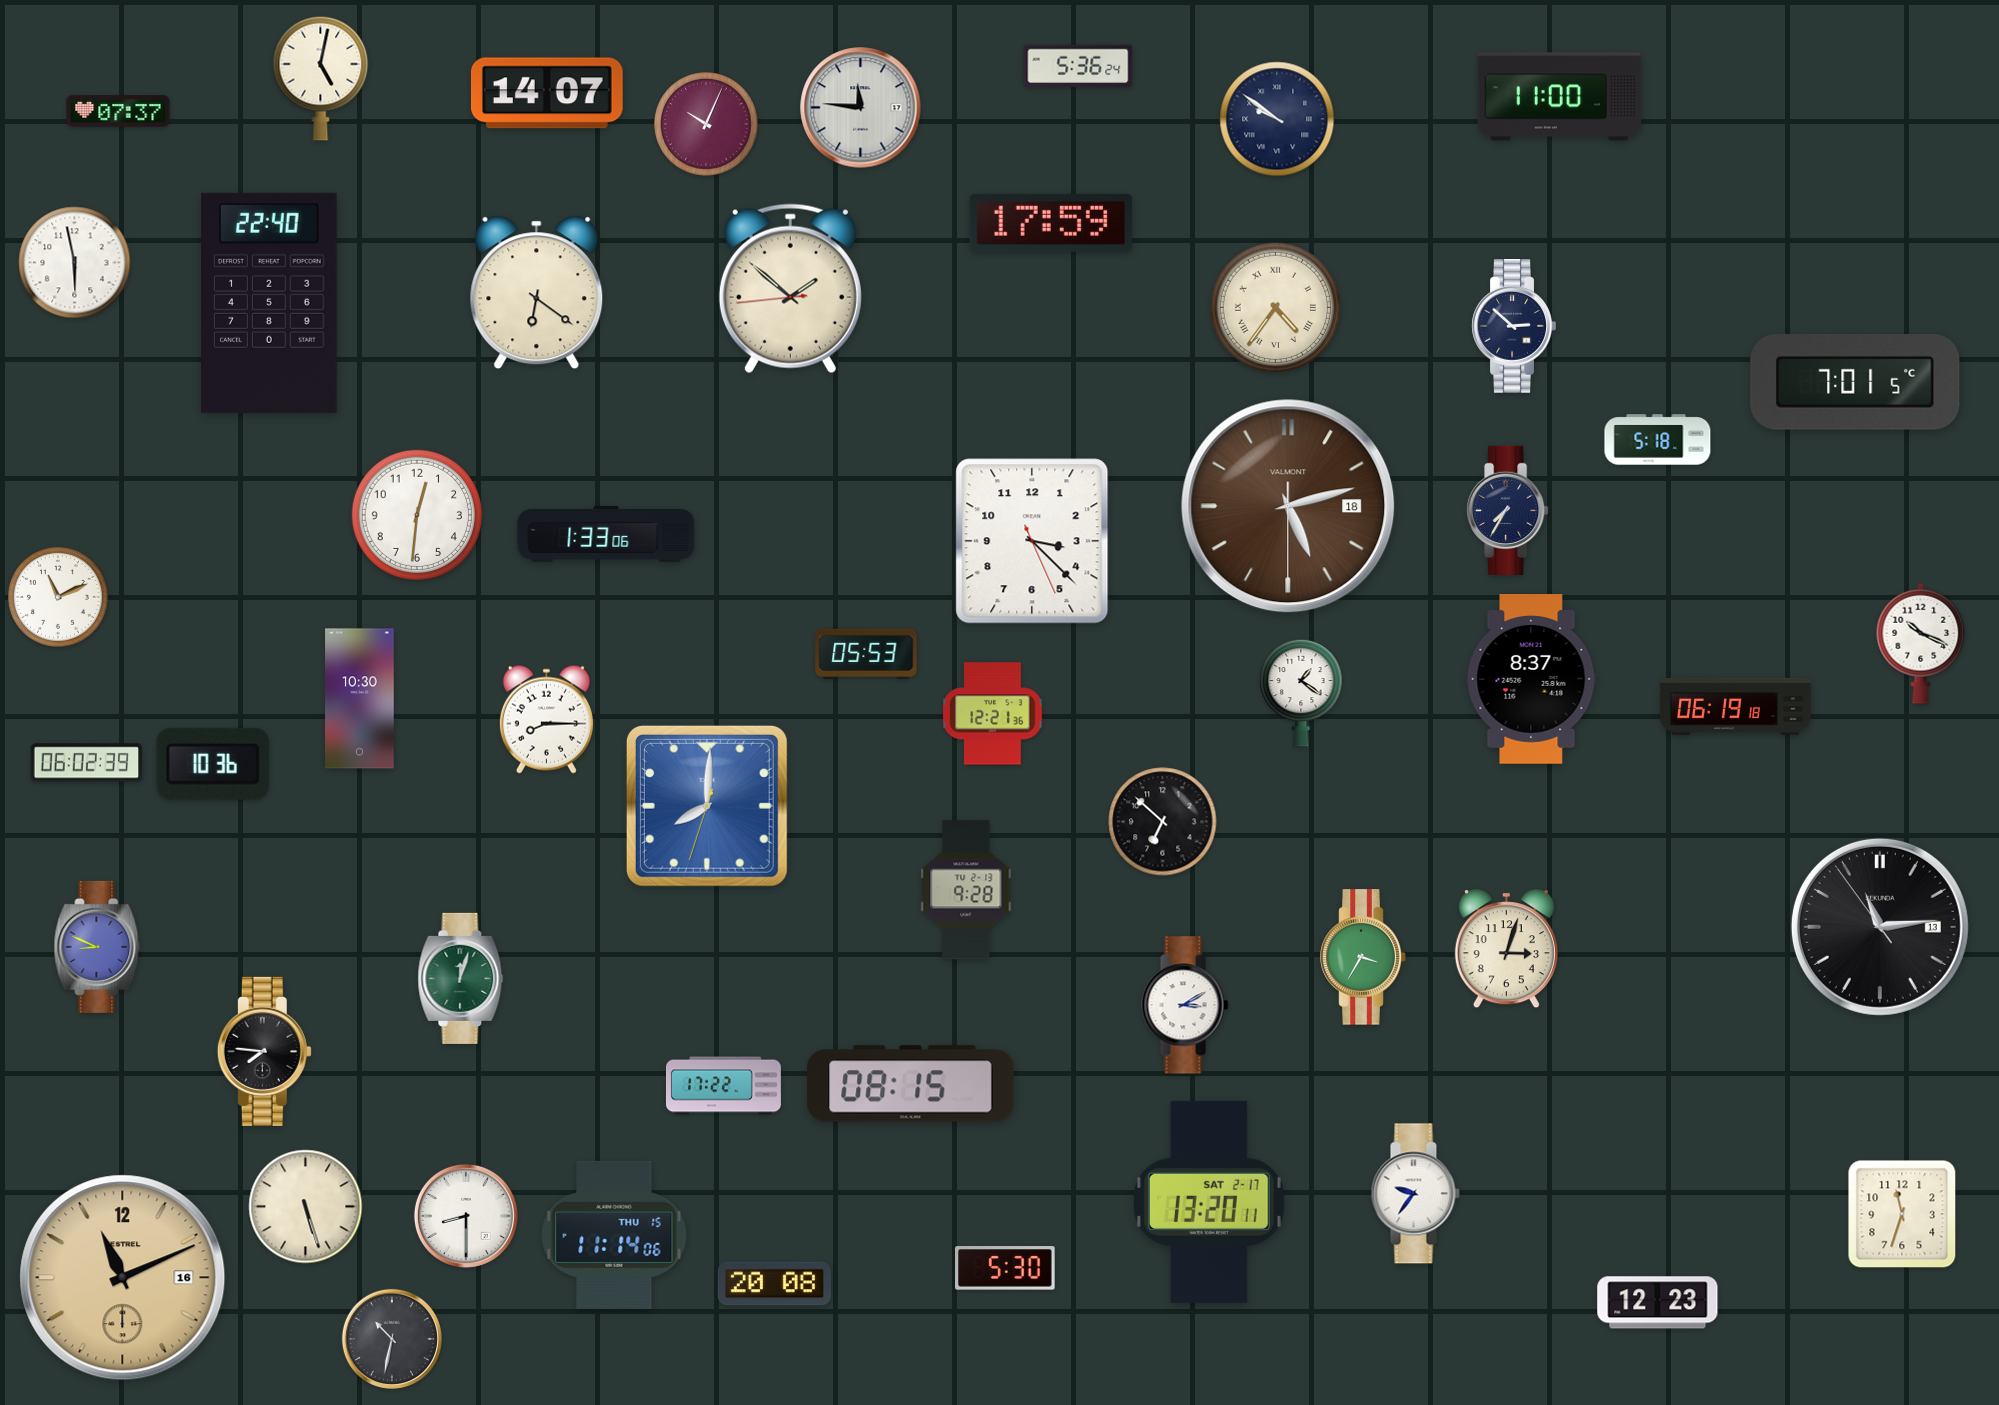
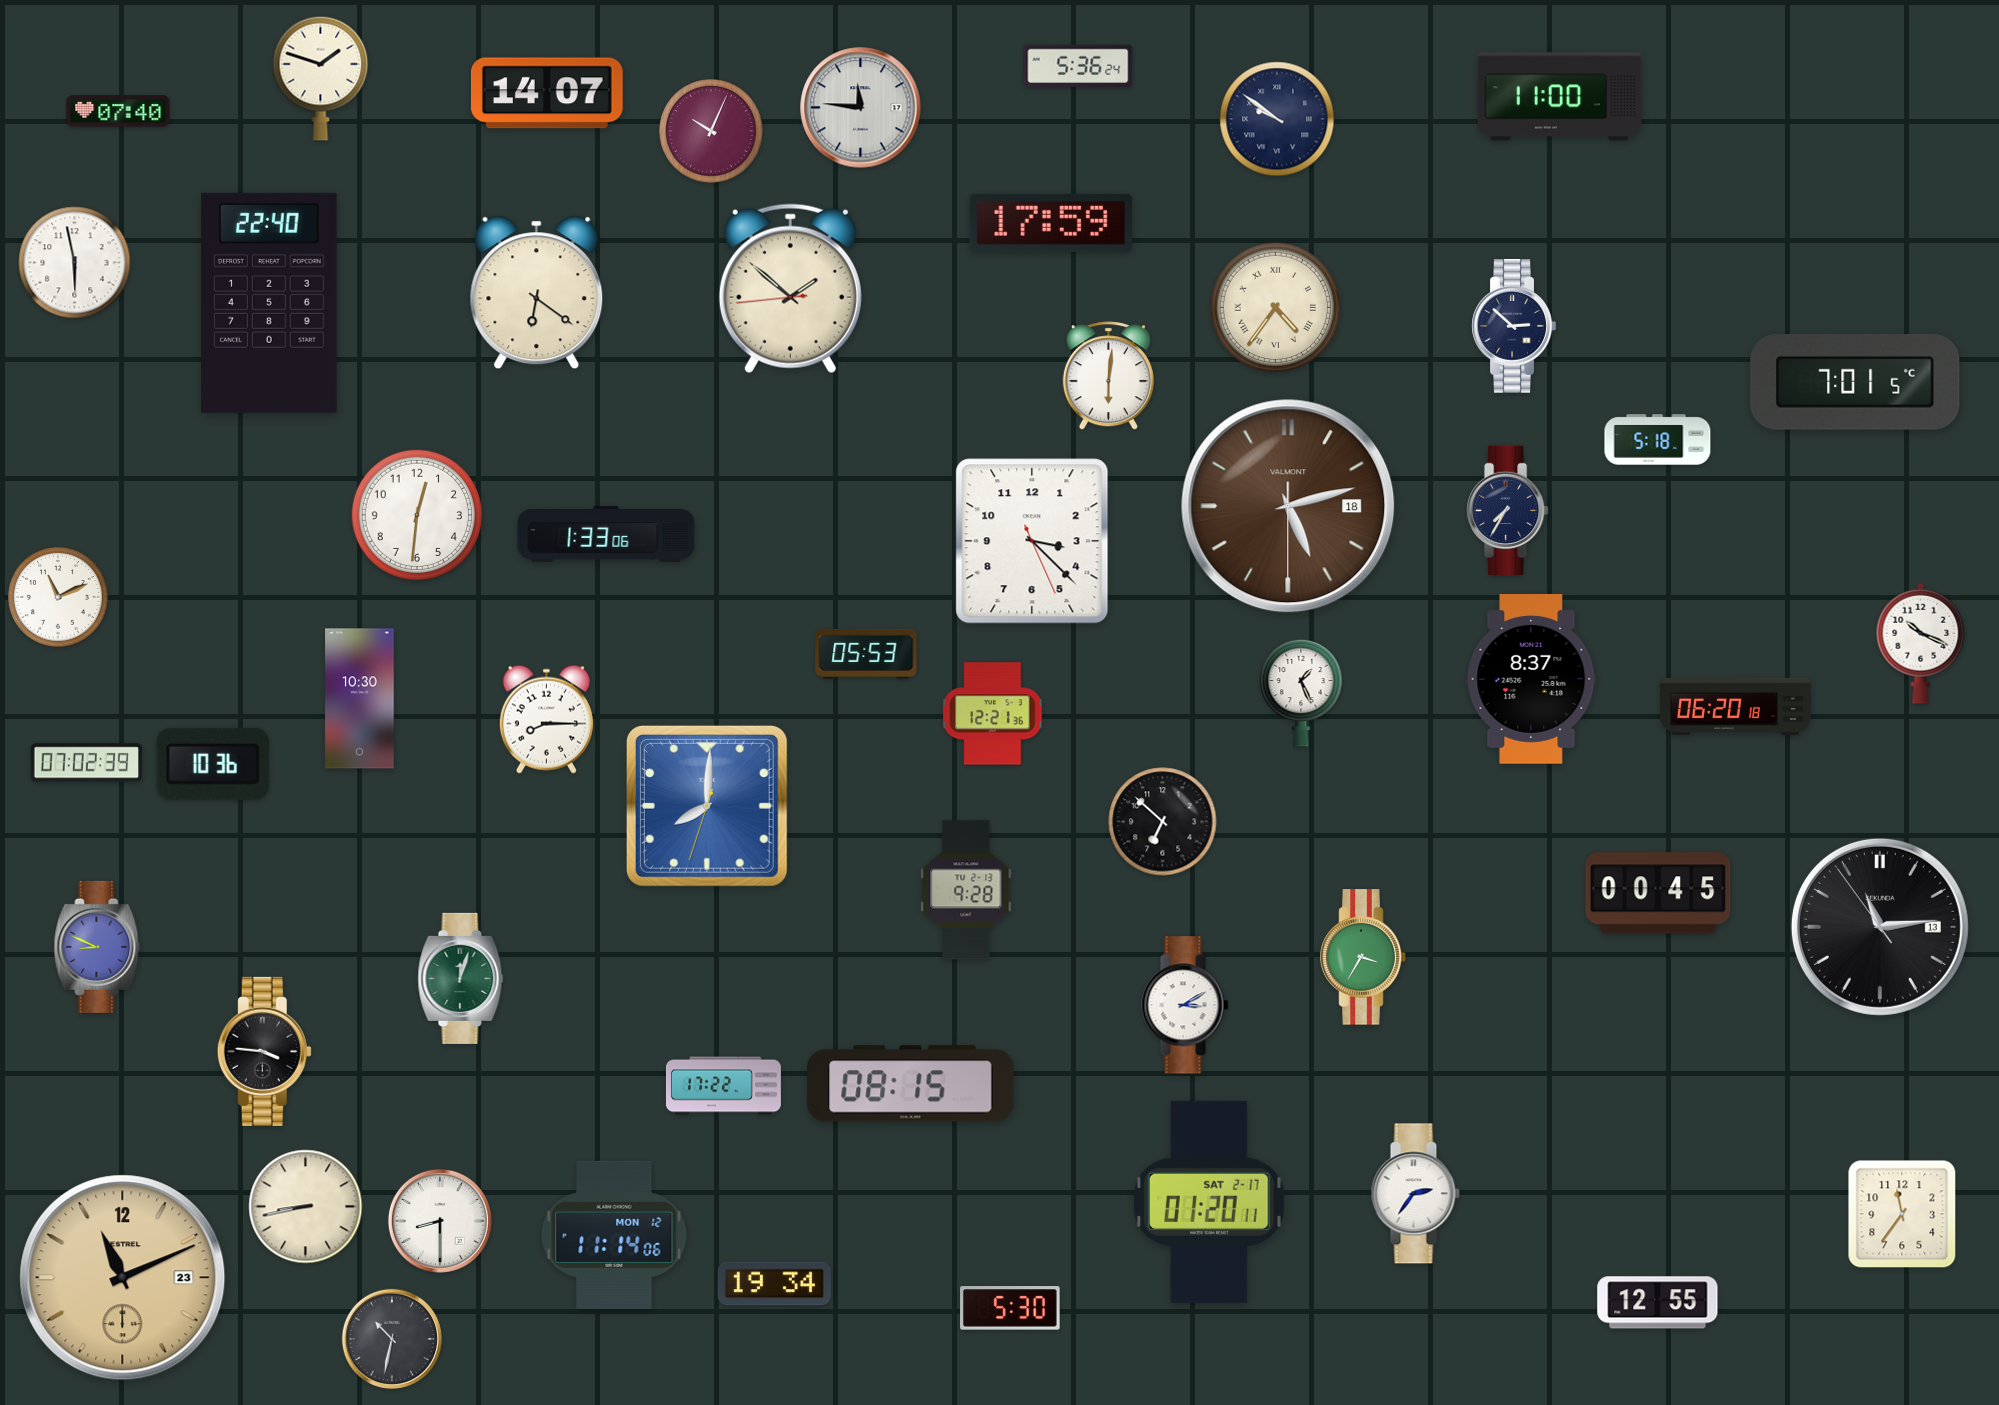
clock at (321, 78): 5:02 -> 1:48
clock at (118, 111): 07:37 -> 07:40
clock at (706, 124) position: (706, 124) -> (711, 131)
clock at (1108, 376): none -> 6:01
clock at (1301, 693): 1:21 -> 1:26
clock at (1735, 706): 06:19 -> 06:20
clock at (87, 763): 06:02 -> 07:02
clock at (1658, 893): none -> 00:45
clock at (1506, 949): 3:03 -> none
clock at (264, 1051): 7:46 -> 3:46
clock at (1415, 1194): 9:36 -> 2:36
clock at (1210, 1202): 13:20 -> 01:20
clock at (306, 1207): 5:27 -> 8:43
clock at (1902, 1214): 11:33 -> 11:36
clock at (466, 1216) position: (466, 1216) -> (440, 1221)
clock at (614, 1235) date: THU 15 -> MON 12
clock at (1005, 1268) position: (1005, 1268) -> (1010, 1308)
clock at (123, 1278) date: 16 -> 23
clock at (774, 1284): 20:08 -> 19:34
clock at (1658, 1303): 12:23 -> 12:55
